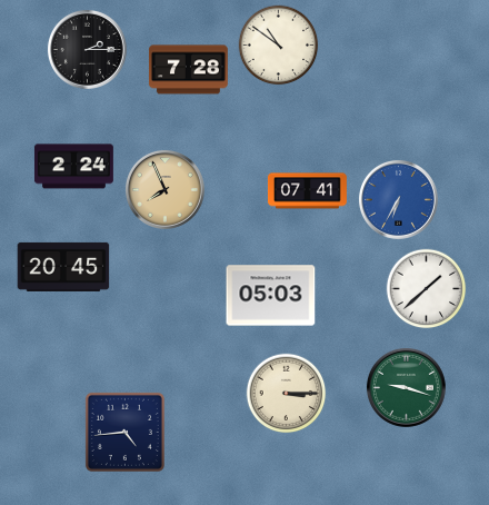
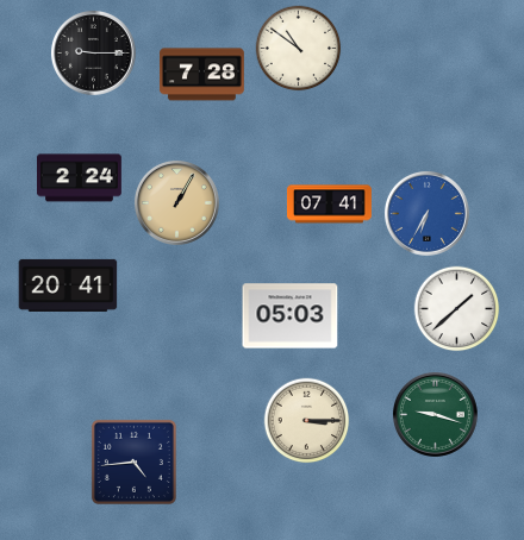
clock at (87, 49): 2:15 -> 9:15
clock at (164, 189): 7:56 -> 1:05
clock at (63, 267): 20:45 -> 20:41
